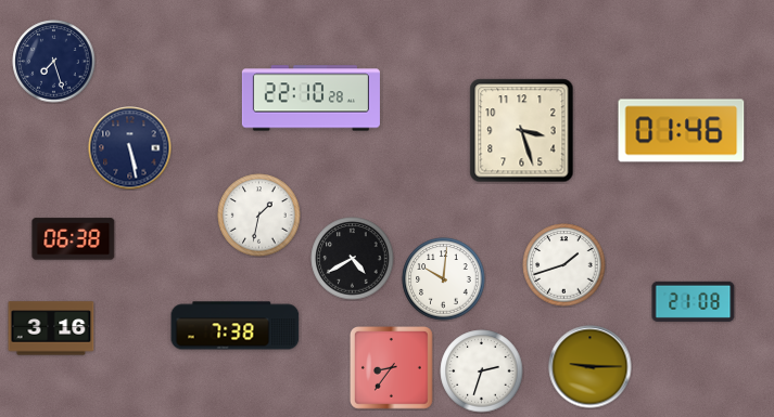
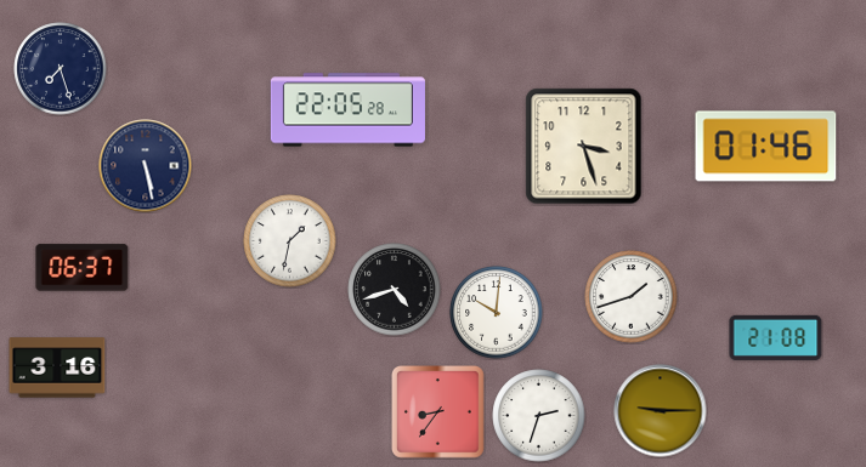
clock at (310, 99): 22:10 -> 22:05
clock at (682, 131) position: (682, 131) -> (766, 147)
clock at (74, 239): 06:38 -> 06:37
clock at (353, 259): 4:40 -> 4:42
clock at (236, 326): 7:38 -> none
